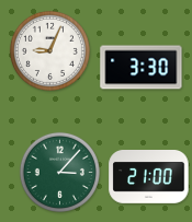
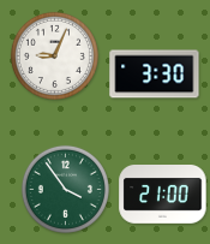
clock at (59, 172): 3:07 -> 3:54
